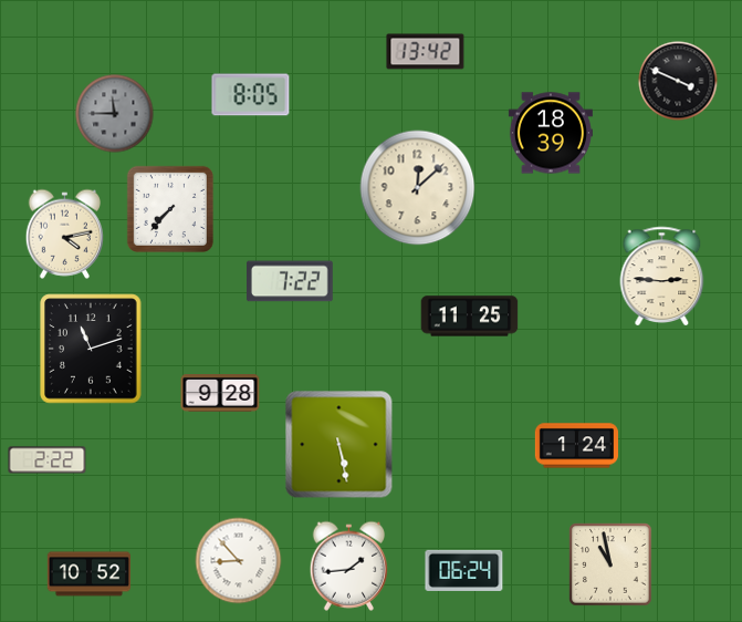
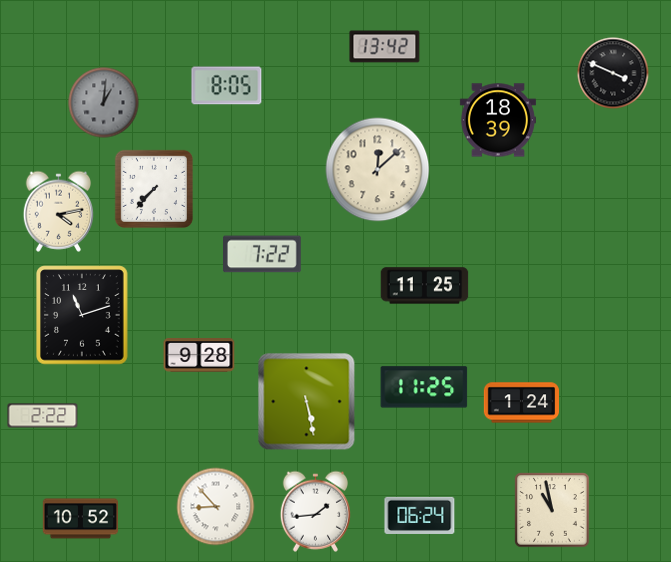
clock at (115, 114): 11:45 -> 1:01
clock at (662, 276): 2:46 -> none
clock at (424, 387): none -> 11:25
